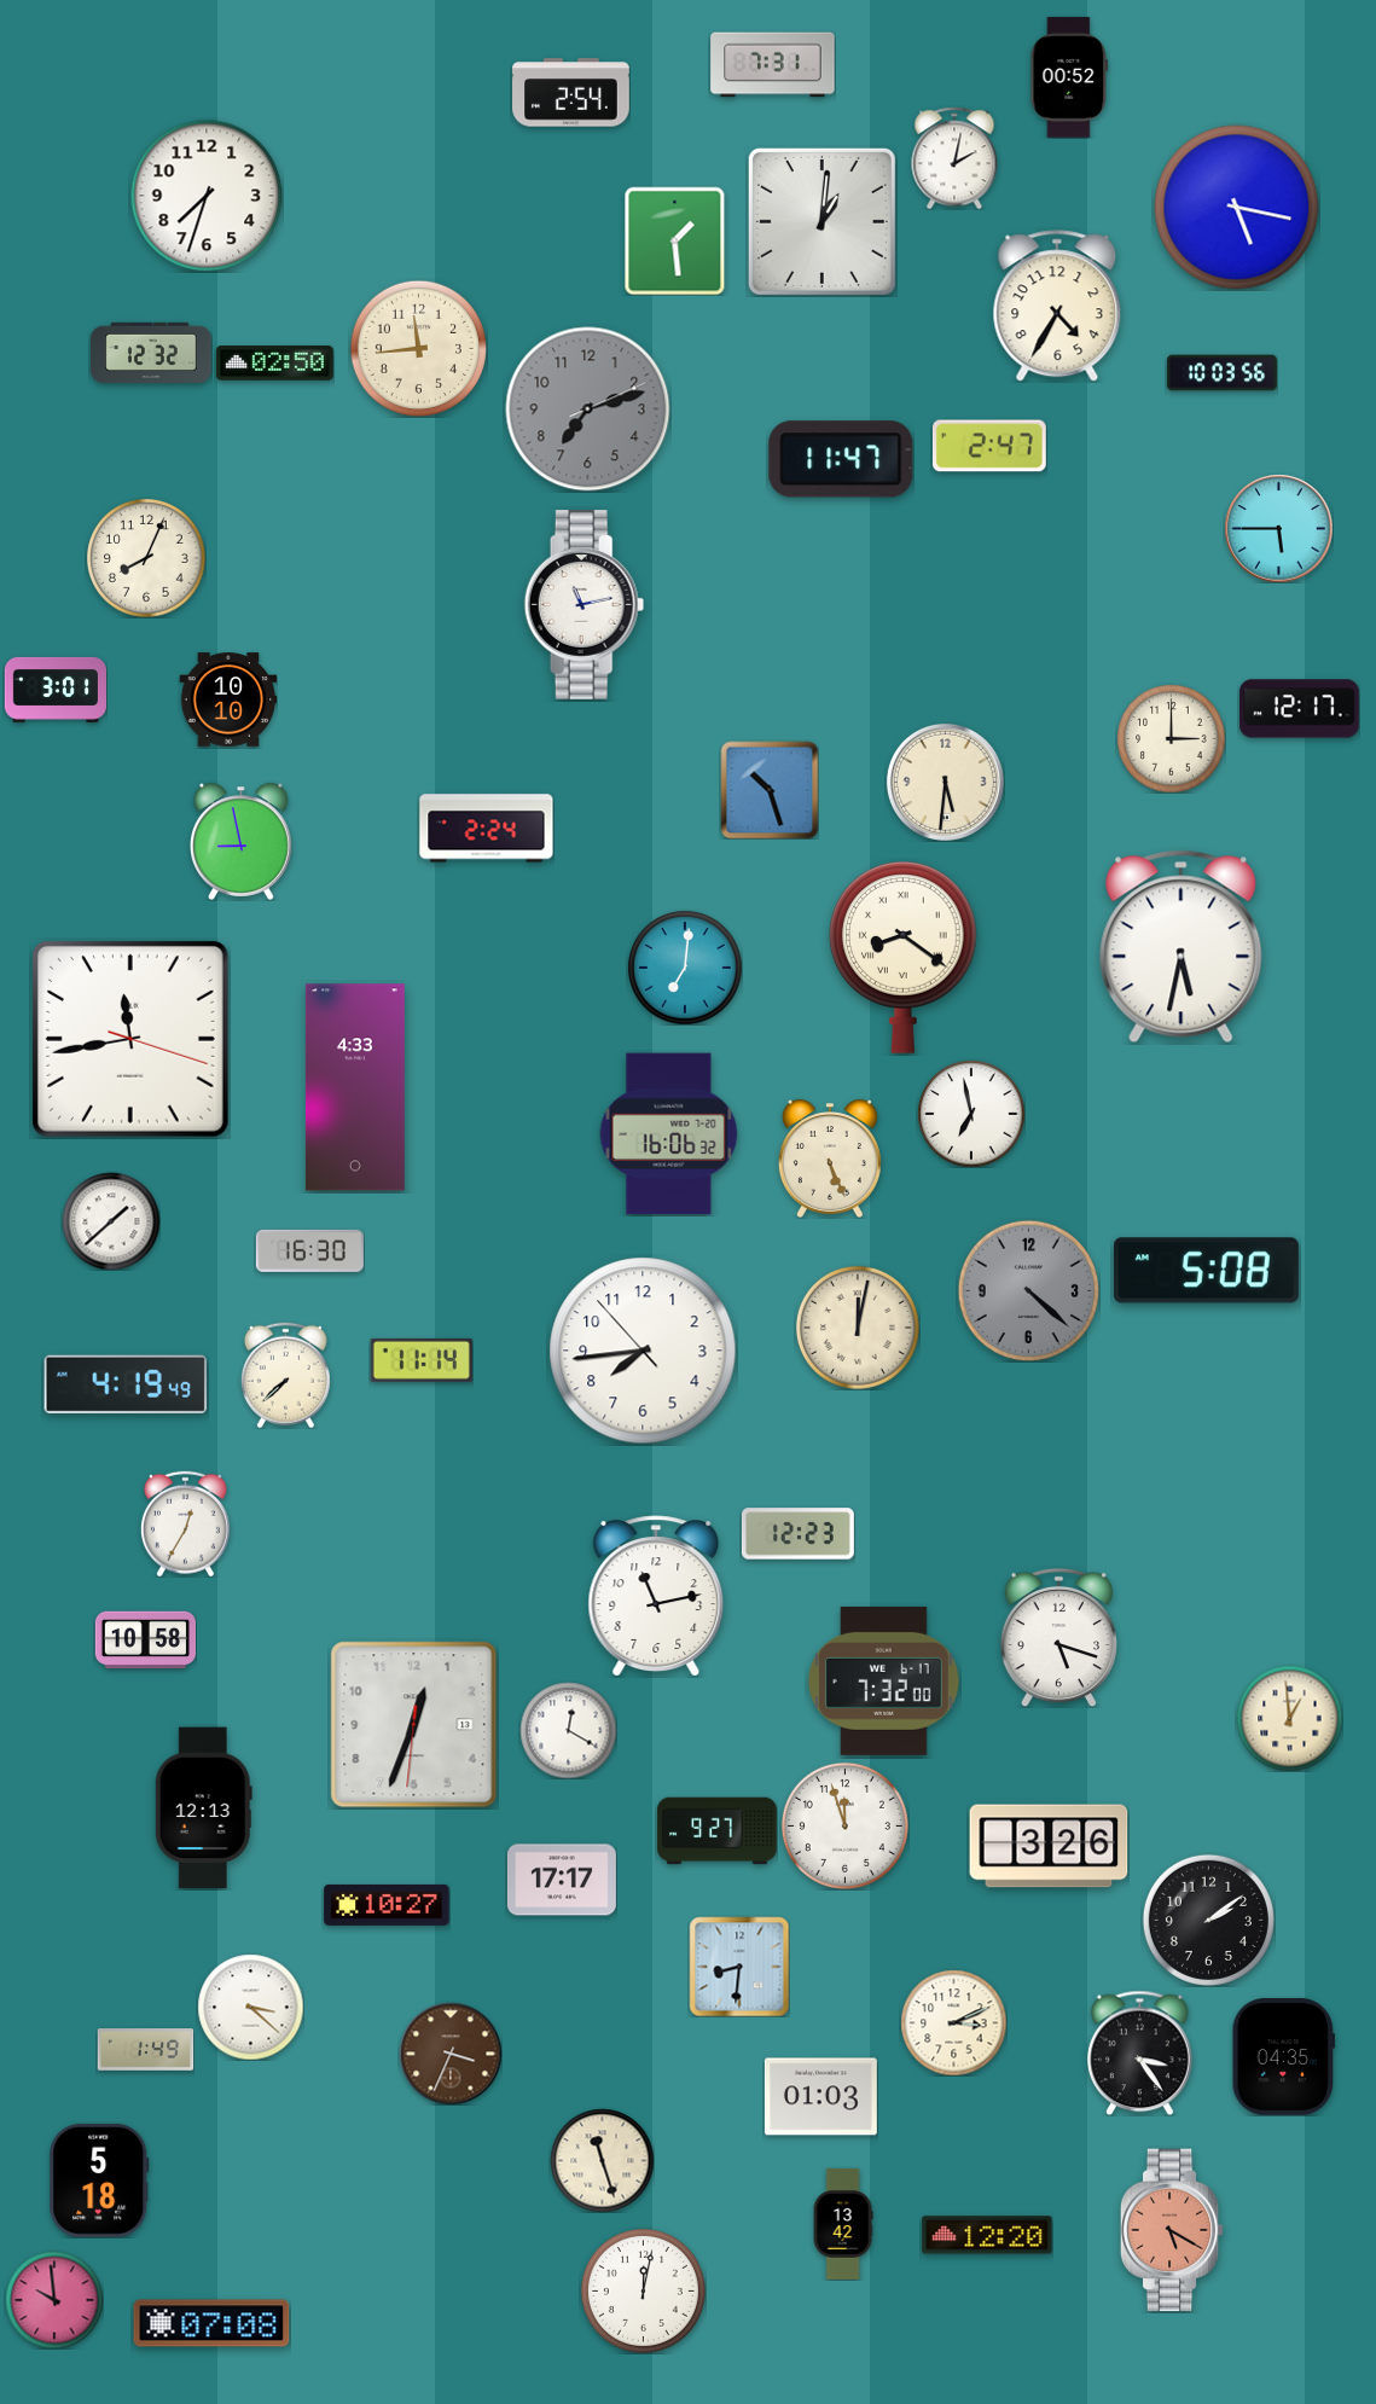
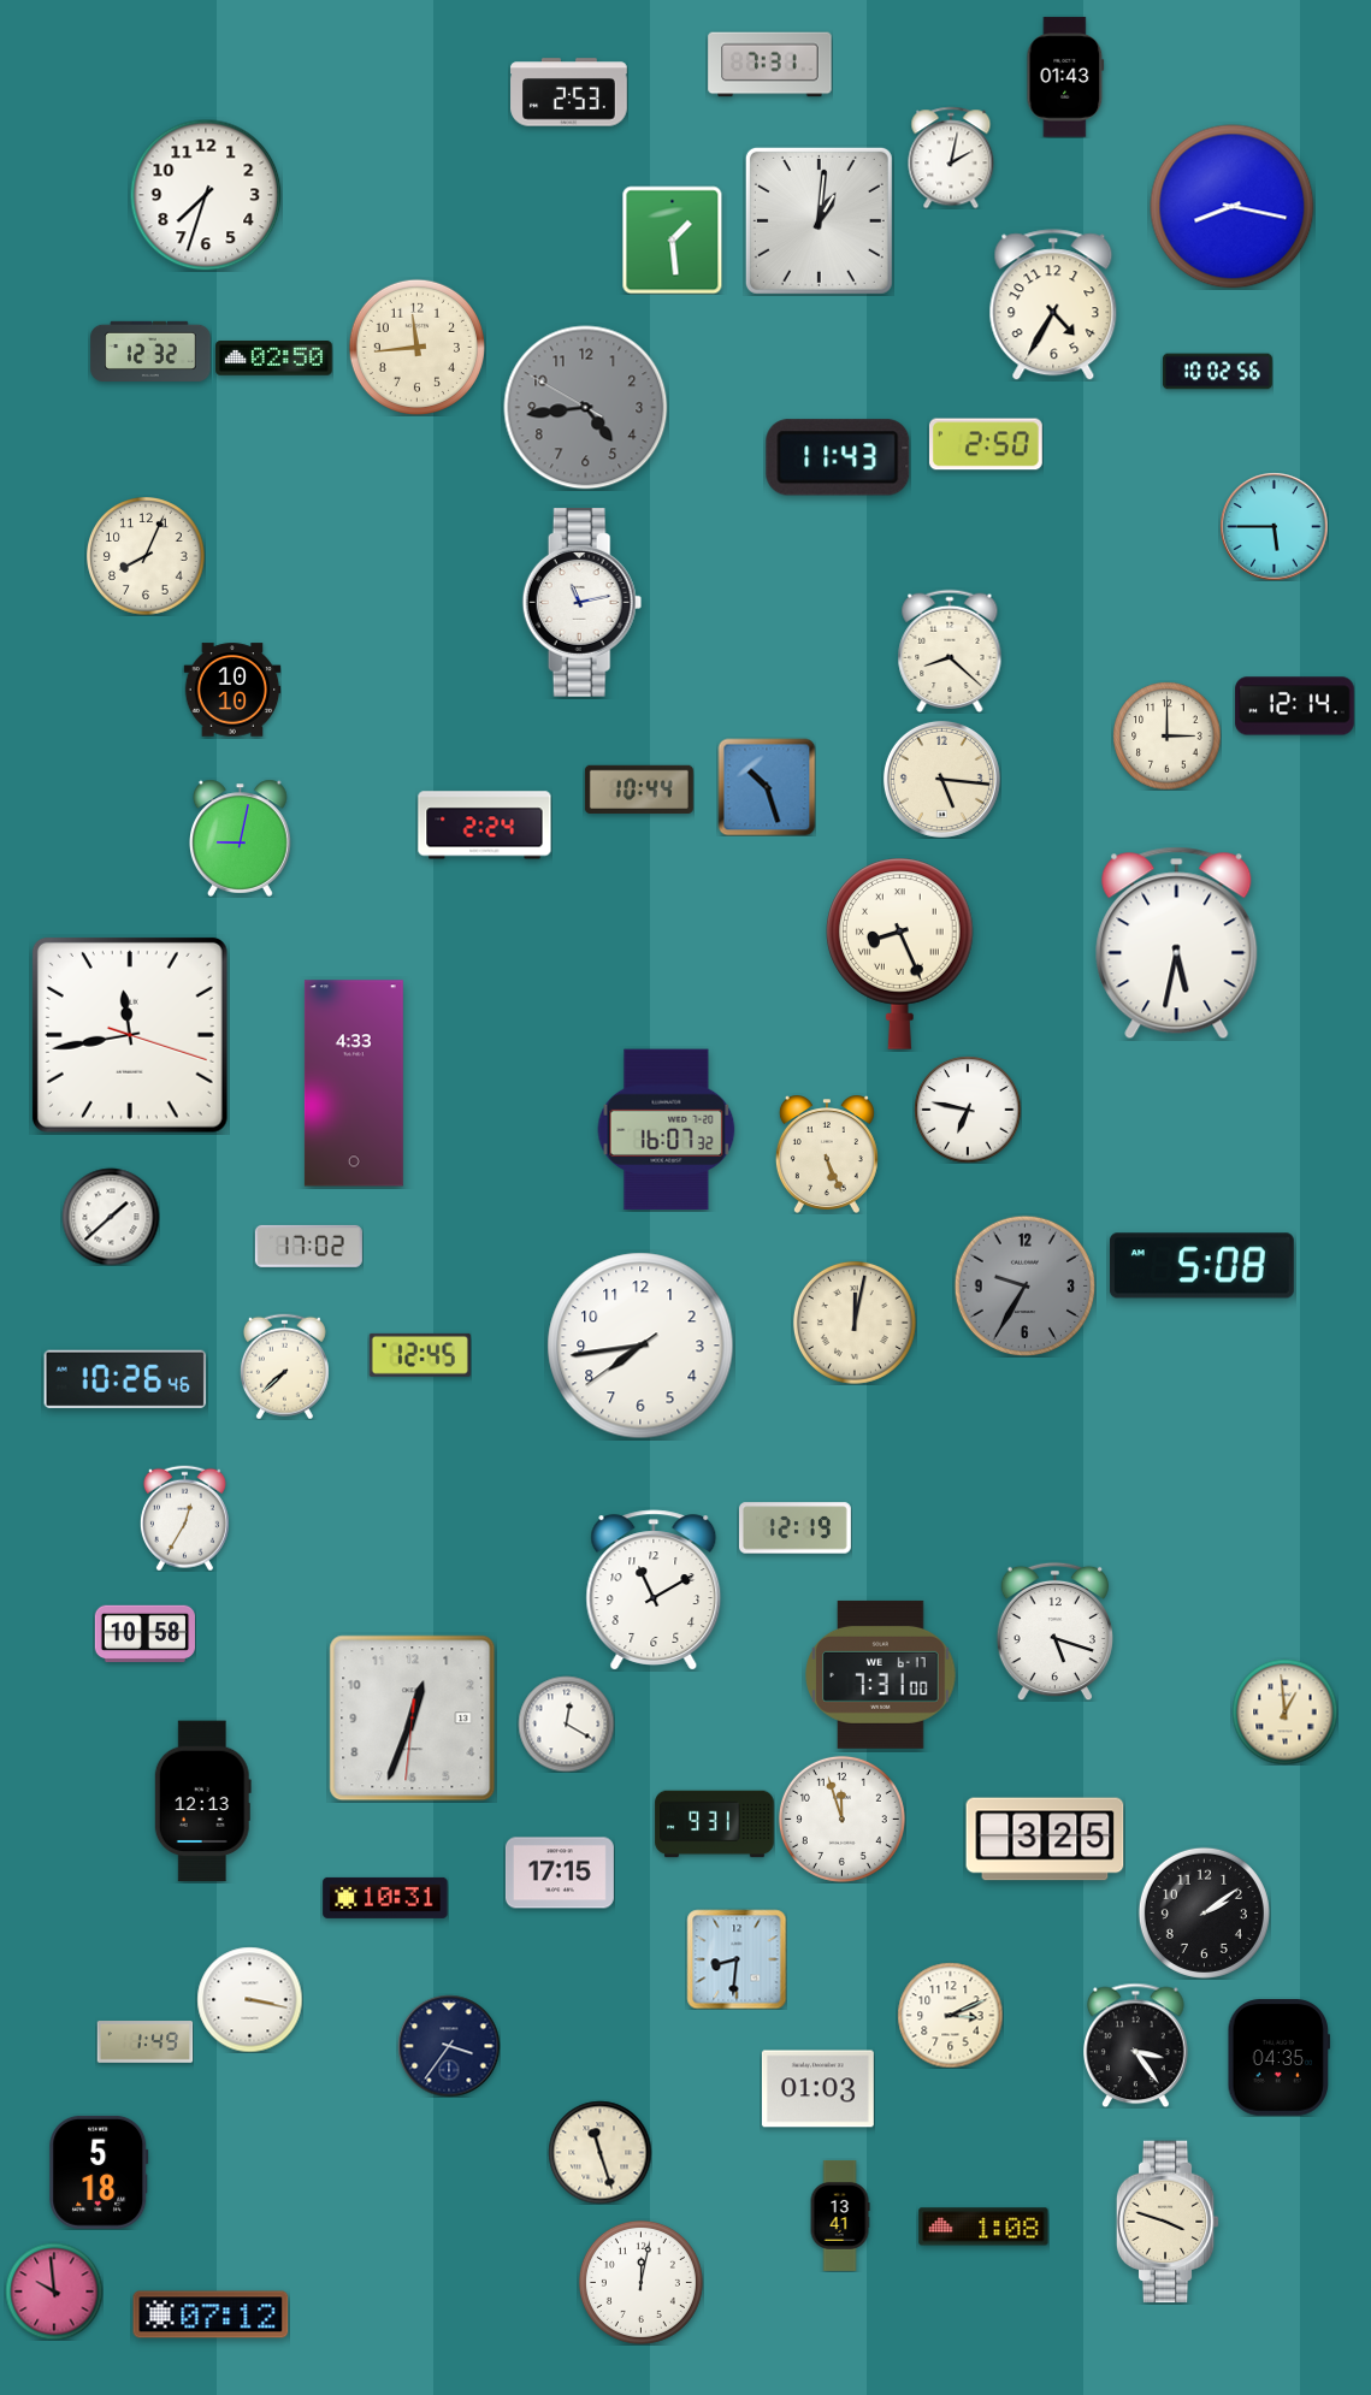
clock at (1069, 77): 00:52 -> 01:43
clock at (571, 93): 2:54 -> 2:53
clock at (1237, 208): 5:17 -> 8:17
clock at (275, 364) position: (275, 364) -> (274, 359)
clock at (1221, 373): 10:03 -> 10:02
clock at (588, 410): 7:12 -> 4:43
clock at (989, 446): 2:47 -> 2:50
clock at (841, 459): 11:47 -> 11:43
clock at (950, 650): none -> 8:22
clock at (54, 690): 3:01 -> none
clock at (228, 699) position: (228, 699) -> (232, 690)
clock at (1300, 709): 12:17 -> 12:14
clock at (945, 782): 5:31 -> 5:16
clock at (639, 790): none -> 10:44
clock at (242, 841): 8:58 -> 9:02
clock at (904, 957): 8:21 -> 8:26
clock at (685, 968): 7:01 -> none
clock at (971, 1114): 6:58 -> 6:47
clock at (669, 1134): 16:06 -> 16:07
clock at (309, 1250): 16:30 -> 17:02
clock at (1028, 1290): 4:22 -> 9:35
clock at (643, 1351): 7:43:53 -> 7:43:39
clock at (422, 1360): 11:14 -> 12:45
clock at (285, 1375) position: (285, 1375) -> (284, 1366)
clock at (126, 1384): 4:19 -> 10:26
clock at (797, 1534): 12:23 -> 12:19
clock at (656, 1596): 11:13 -> 11:10
clock at (884, 1680): 7:32 -> 7:31
clock at (718, 1831): 9:27 -> 9:31
clock at (1049, 1846): 3:26 -> 3:25
clock at (562, 1880): 17:17 -> 17:15
clock at (387, 1905): 10:27 -> 10:31
clock at (250, 2007): 3:22 -> 3:17
clock at (451, 2054): 3:34 -> 3:36
clock at (451, 2054) dial: brown -> navy
clock at (1284, 2057) position: (1284, 2057) -> (1280, 2058)
clock at (843, 2224): 13:42 -> 13:41
clock at (1172, 2230): 5:20 -> 3:48
clock at (1172, 2230) dial: salmon -> cream
clock at (987, 2235): 12:20 -> 1:08
clock at (211, 2323): 07:08 -> 07:12
